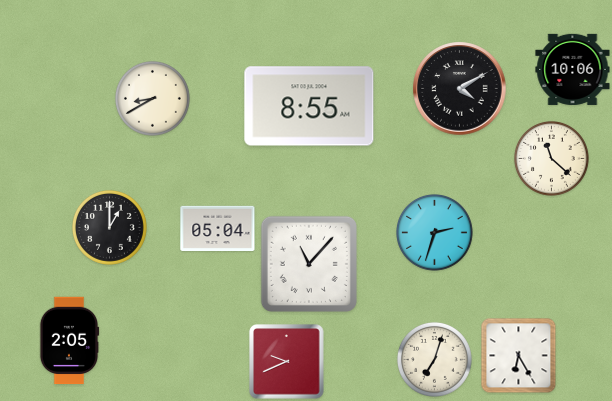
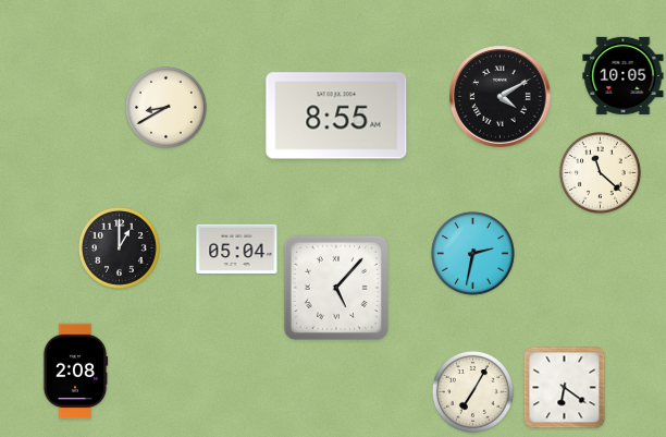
clock at (573, 69): 10:06 -> 10:05
clock at (435, 233): 2:33 -> 2:32
clock at (309, 264): 11:07 -> 5:07
clock at (69, 341): 2:05 -> 2:08
clock at (519, 356): 6:25 -> 6:21
clock at (434, 359): 7:03 -> 7:05
clock at (287, 362): 9:41 -> none
